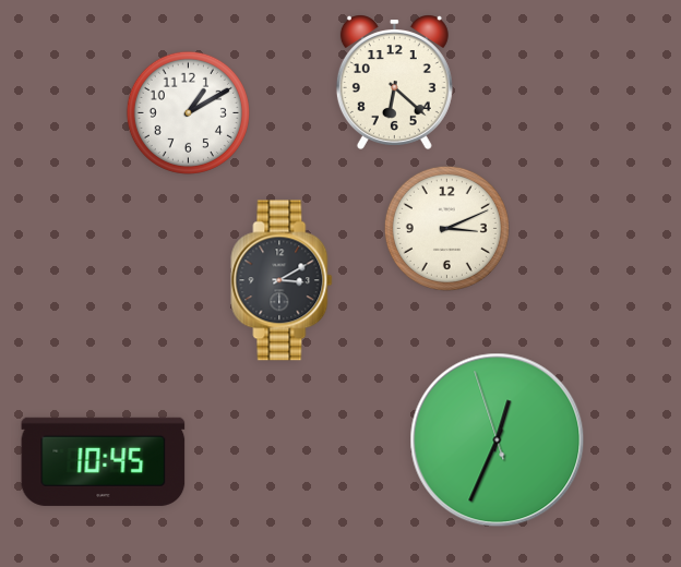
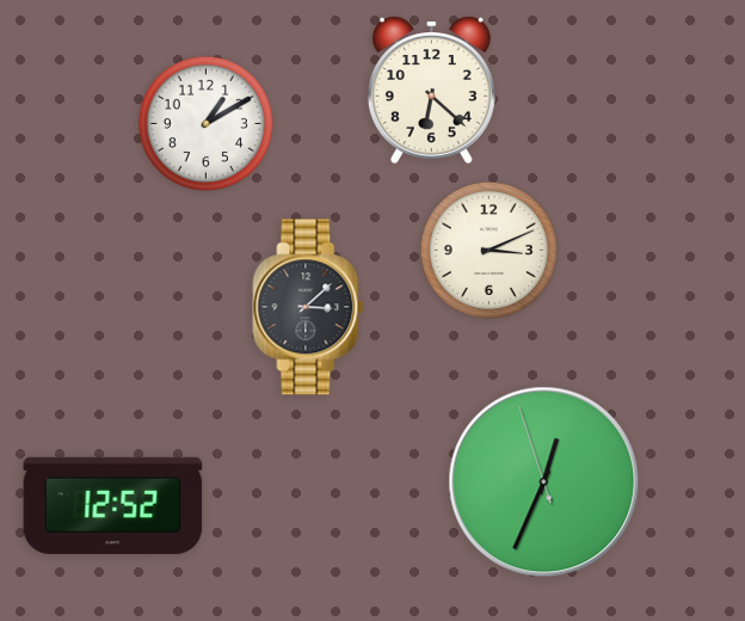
clock at (282, 280): 3:10 -> 3:08
clock at (104, 461): 10:45 -> 12:52
